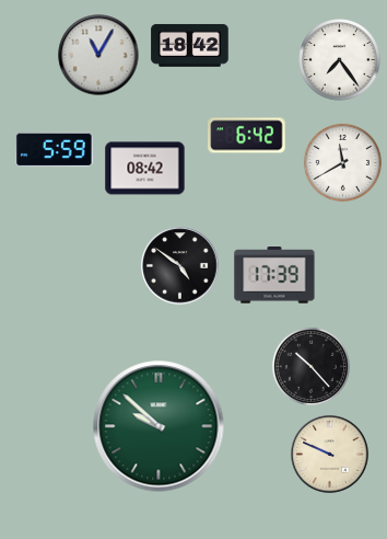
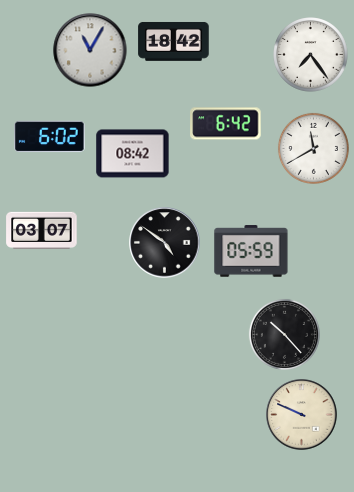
clock at (55, 150): 5:59 -> 6:02
clock at (42, 230): none -> 03:07
clock at (274, 275): 17:39 -> 05:59
clock at (159, 426): 9:52 -> none
